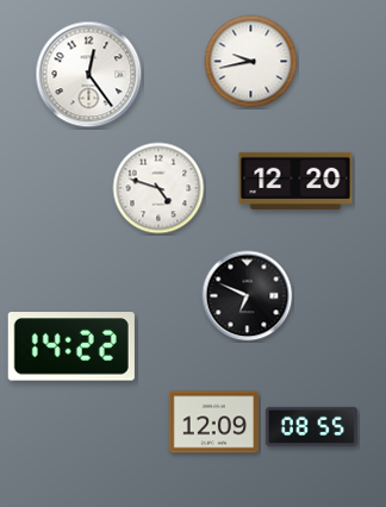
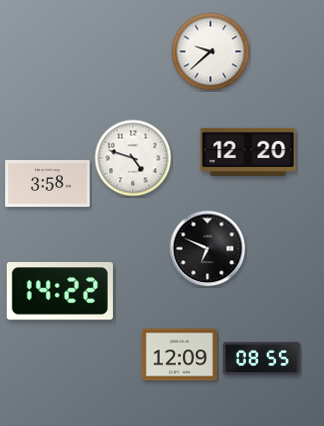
clock at (251, 62): 9:43 -> 9:38
clock at (89, 75): 12:24 -> none
clock at (48, 184): none -> 3:58
